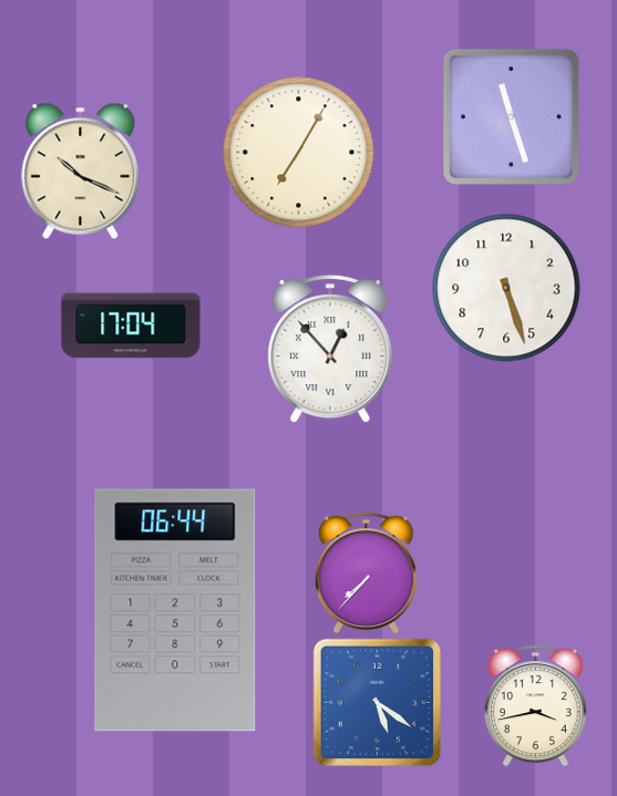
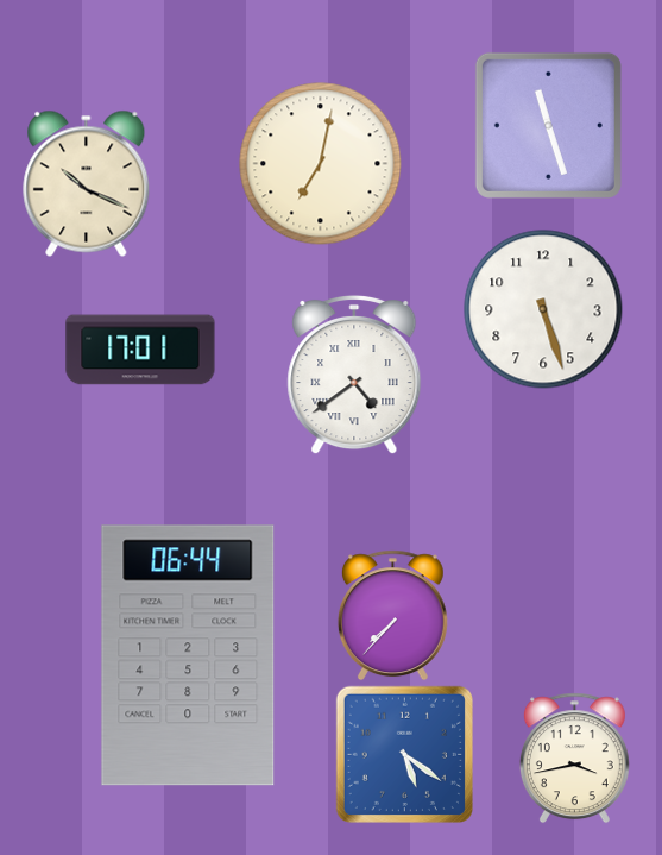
clock at (299, 153): 7:05 -> 7:02
clock at (131, 325): 17:04 -> 17:01
clock at (330, 349): 12:53 -> 4:39
